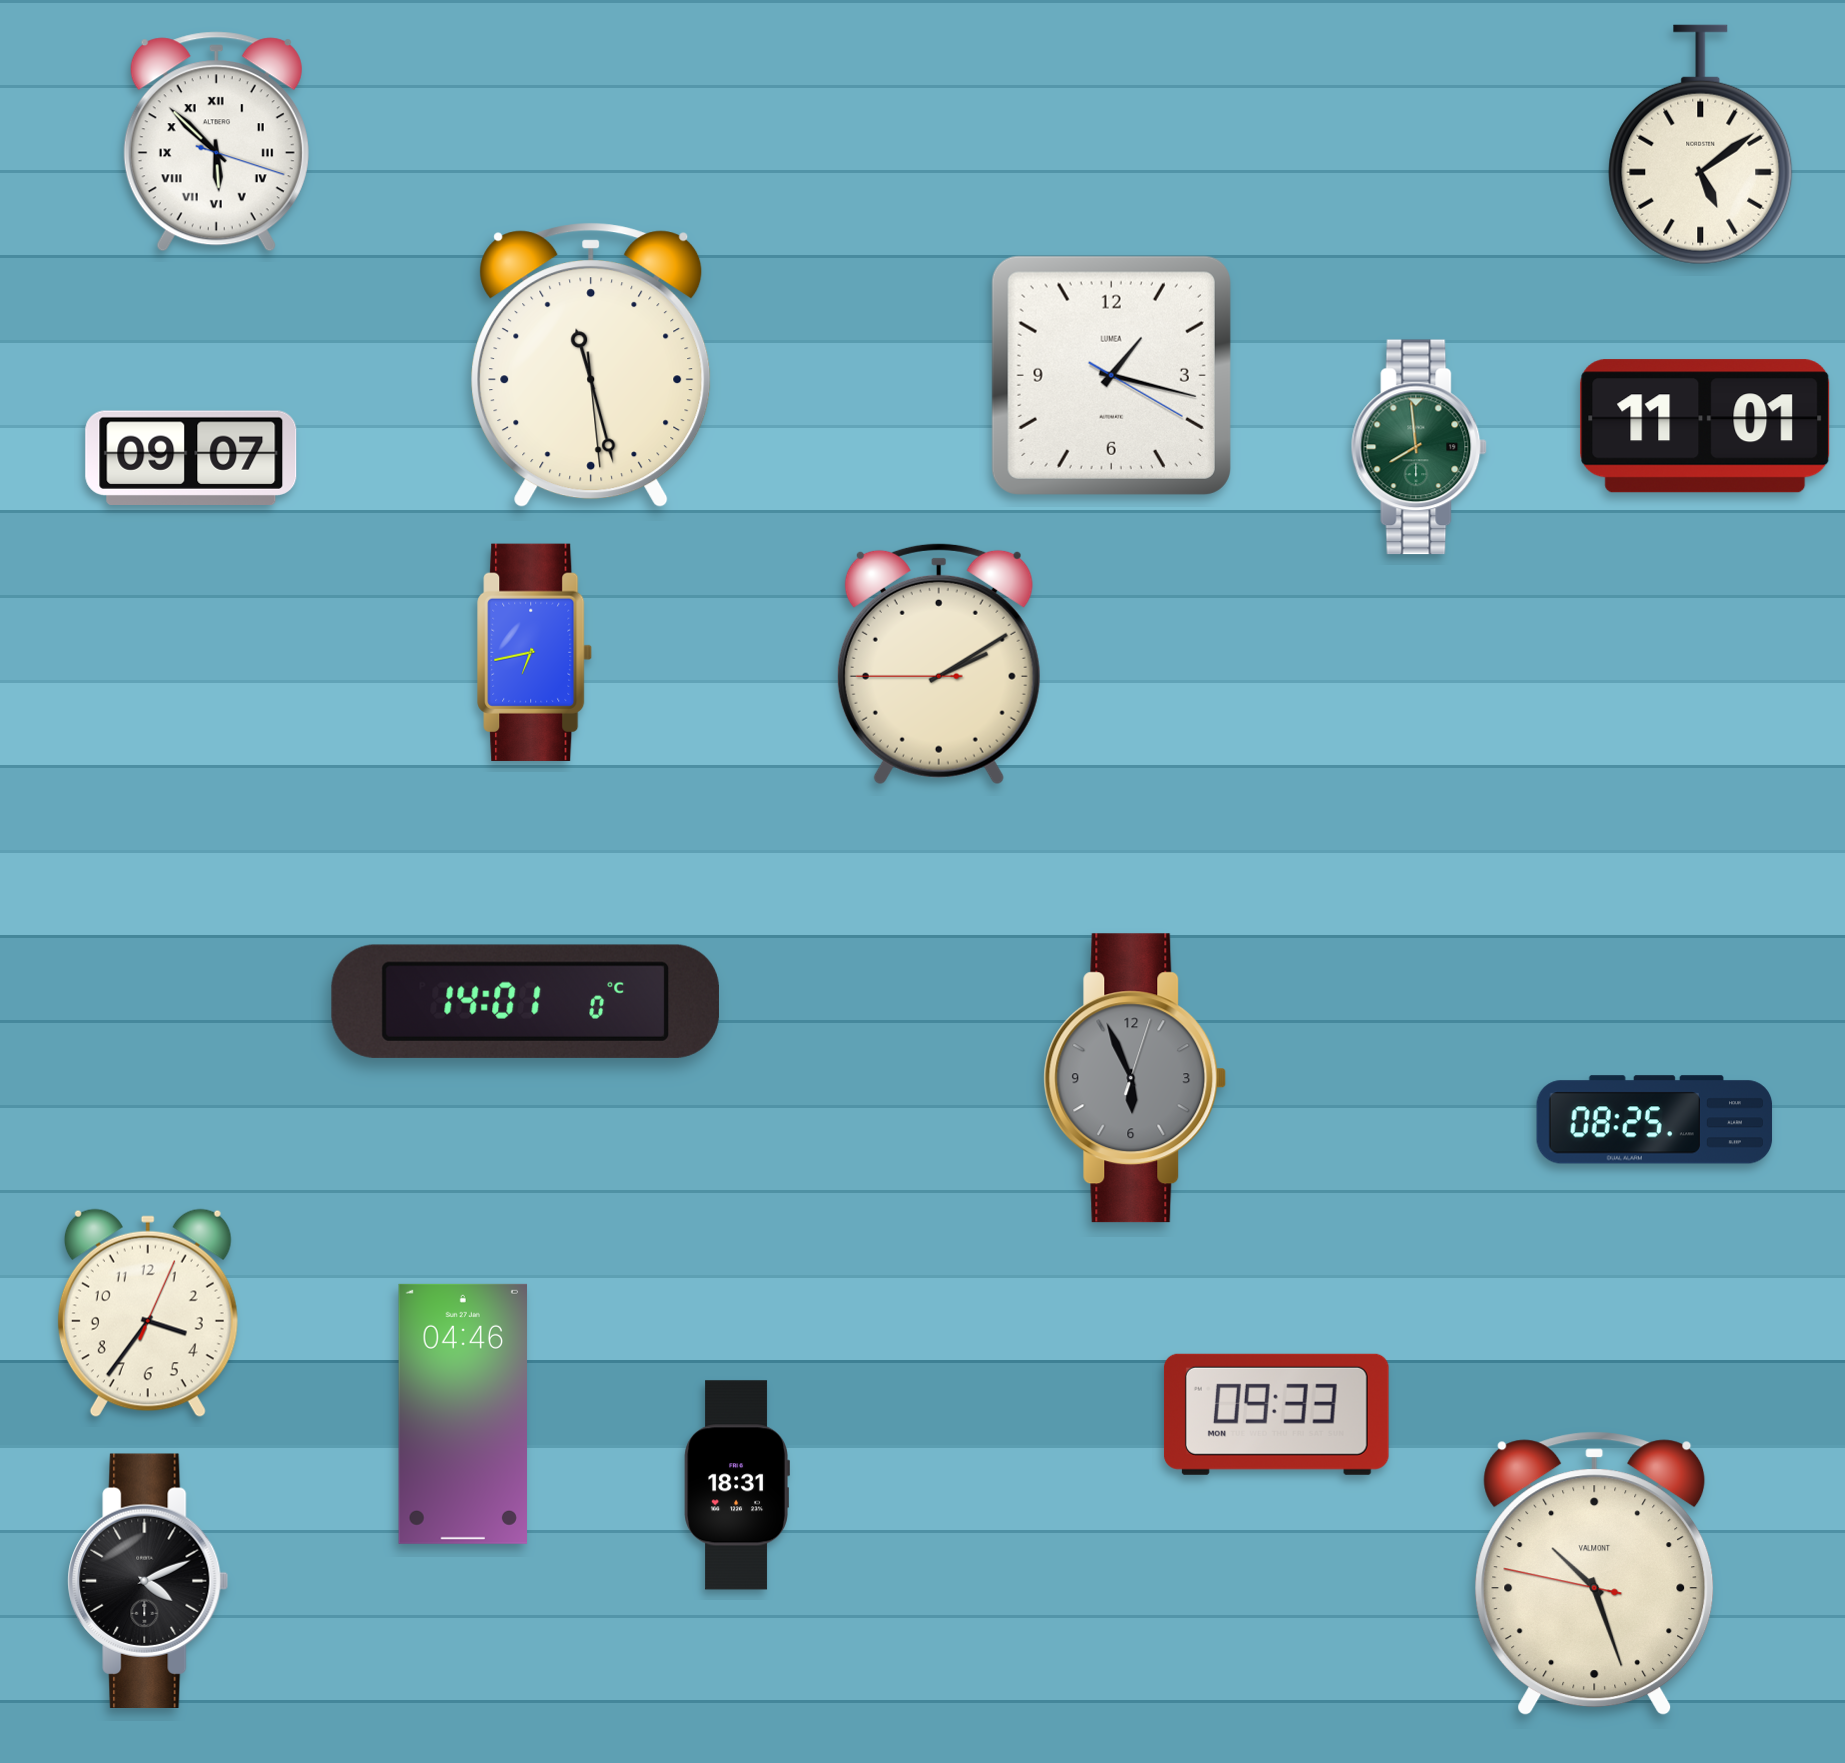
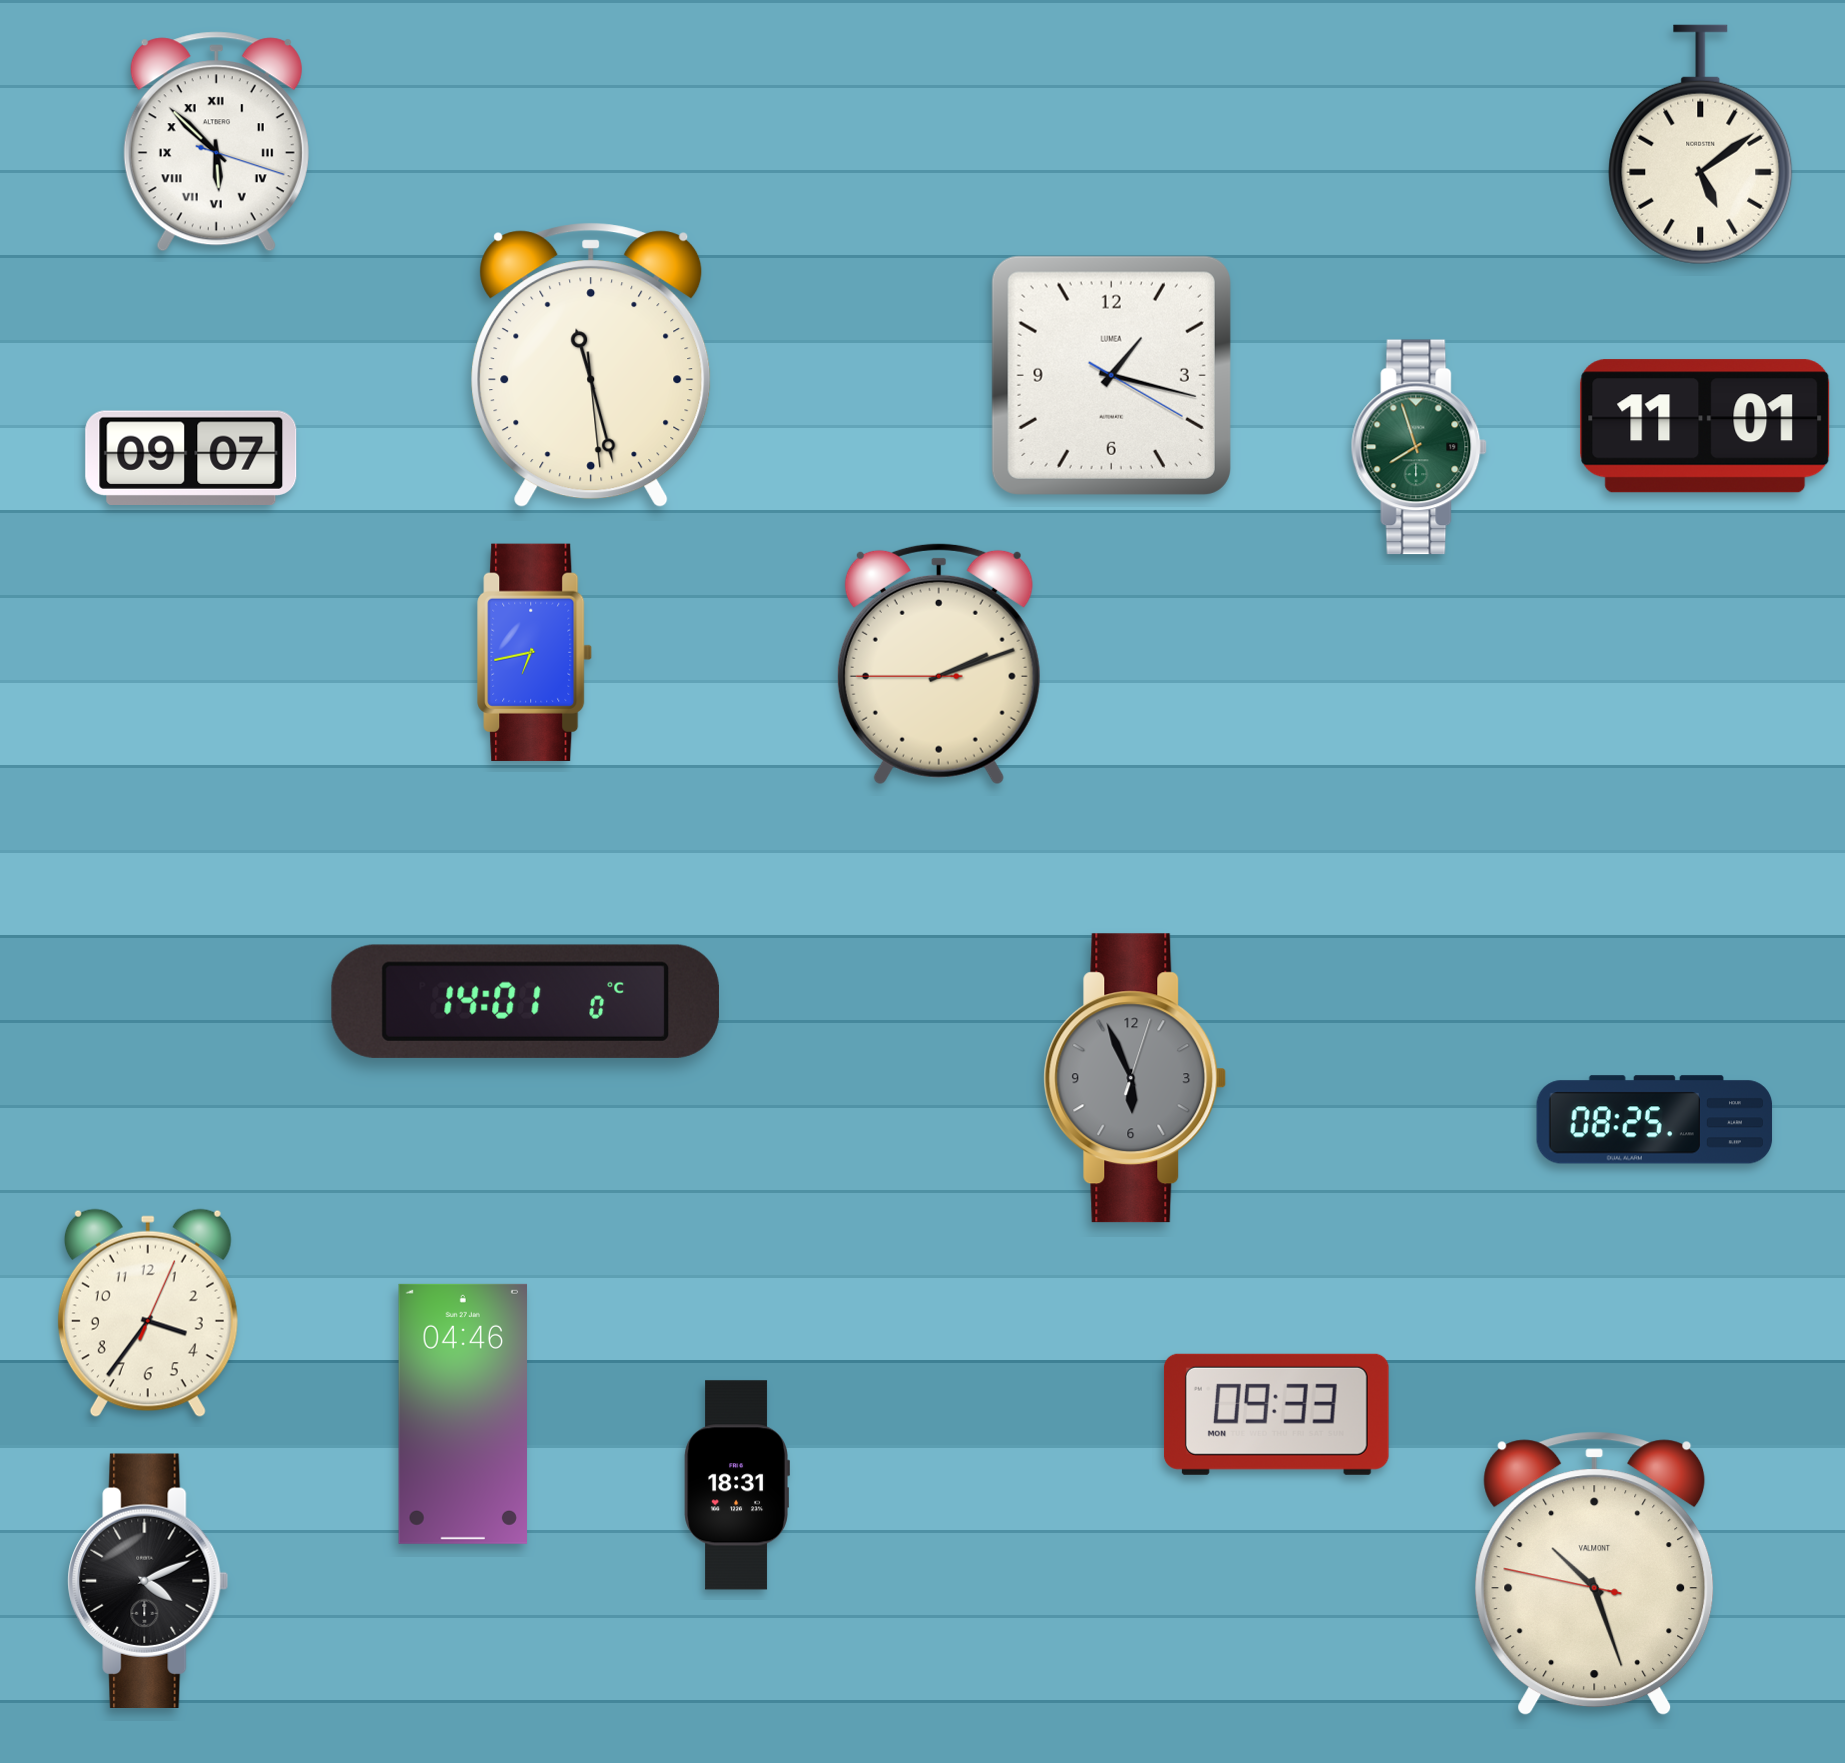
clock at (1419, 447): 7:59 -> 7:57
clock at (939, 664): 2:09 -> 2:11
